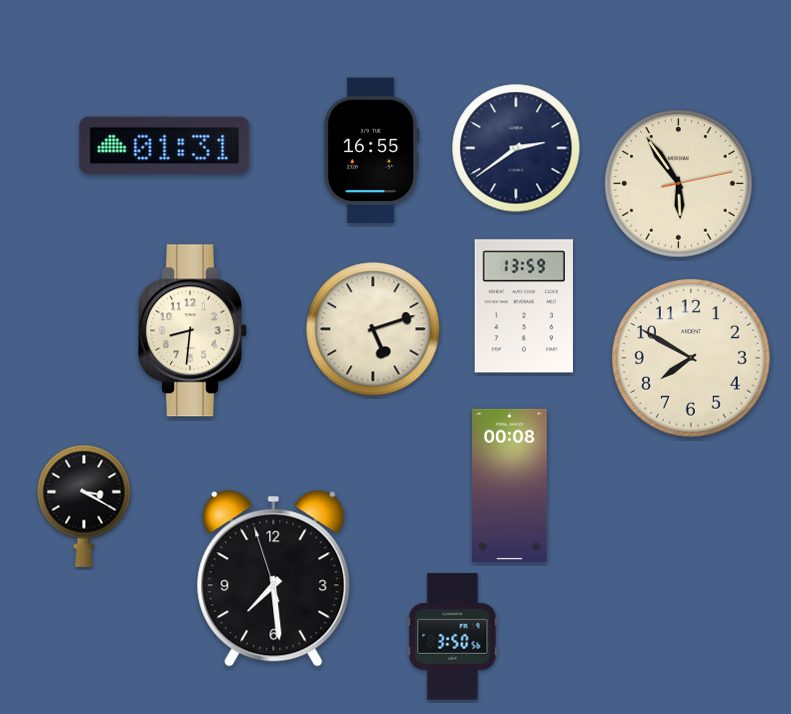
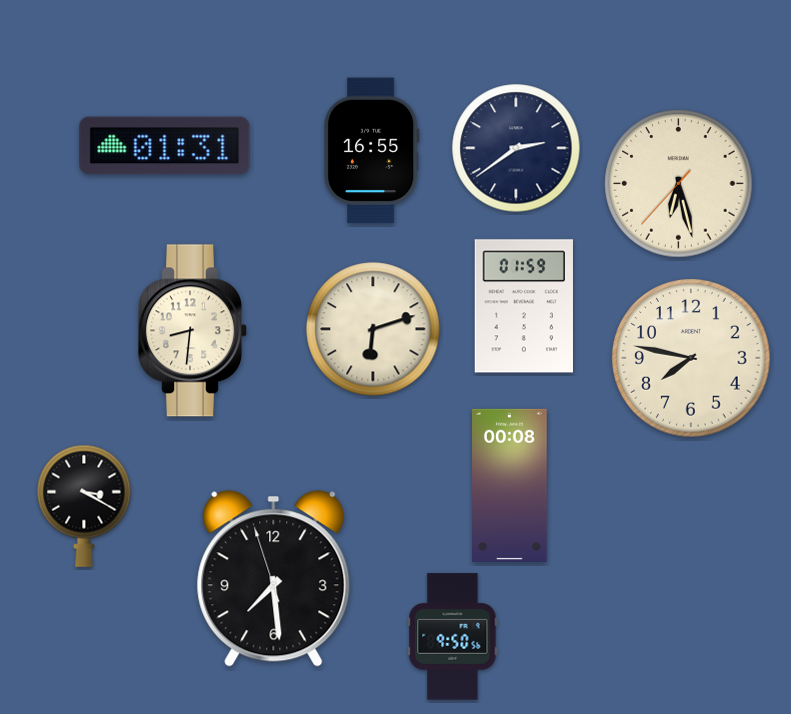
clock at (679, 184): 5:54 -> 6:27
clock at (524, 306): 13:59 -> 01:59
clock at (373, 329): 5:12 -> 6:12
clock at (691, 358): 7:50 -> 7:47
clock at (453, 637): 3:50 -> 9:50
